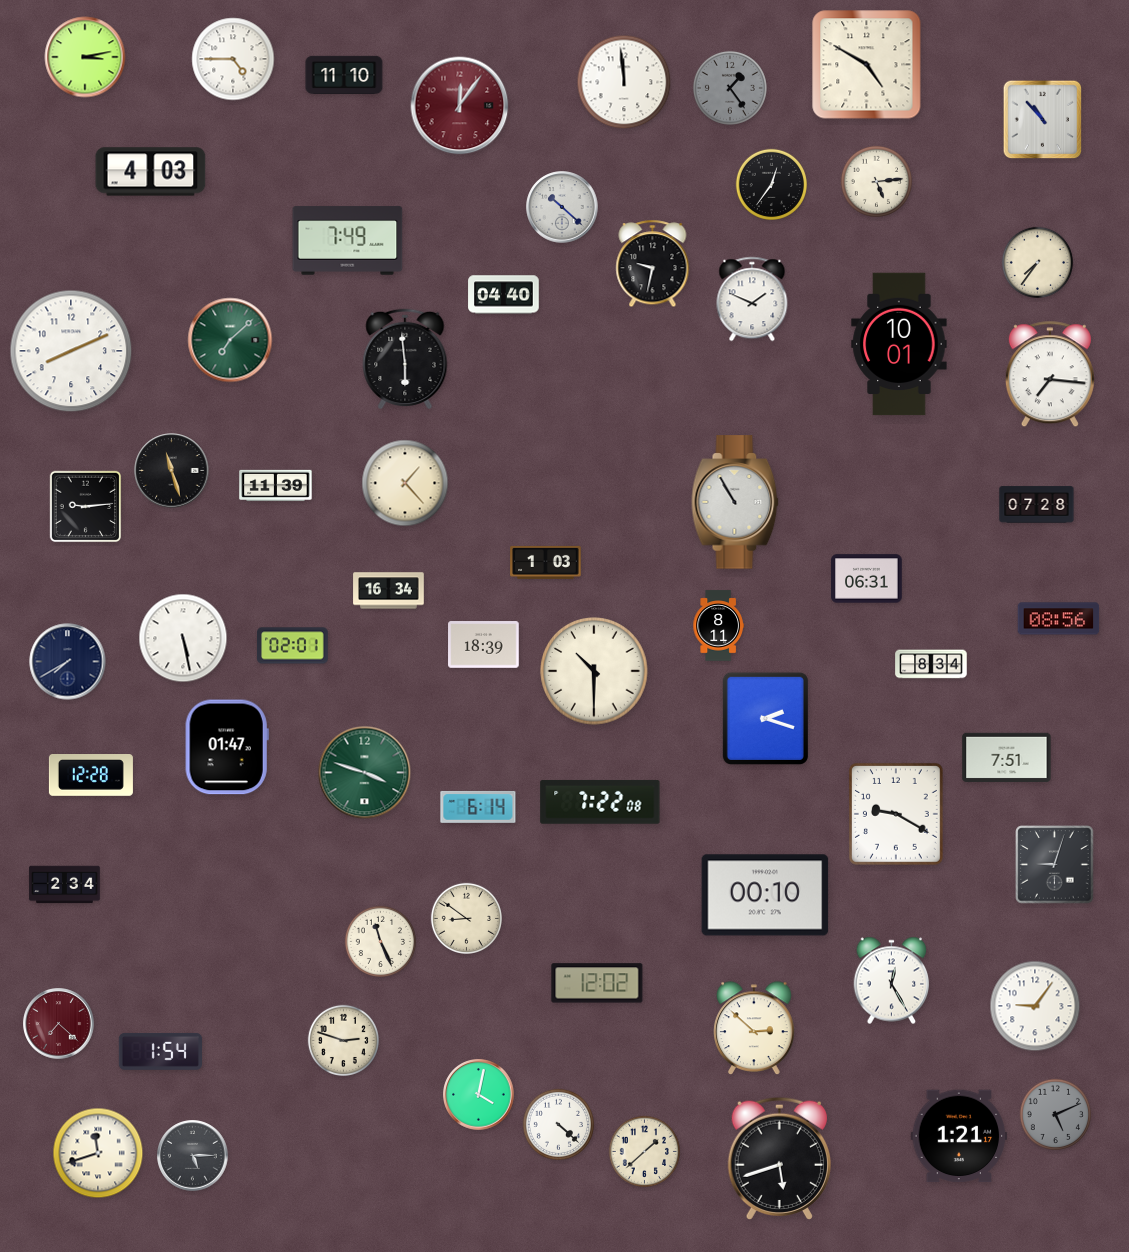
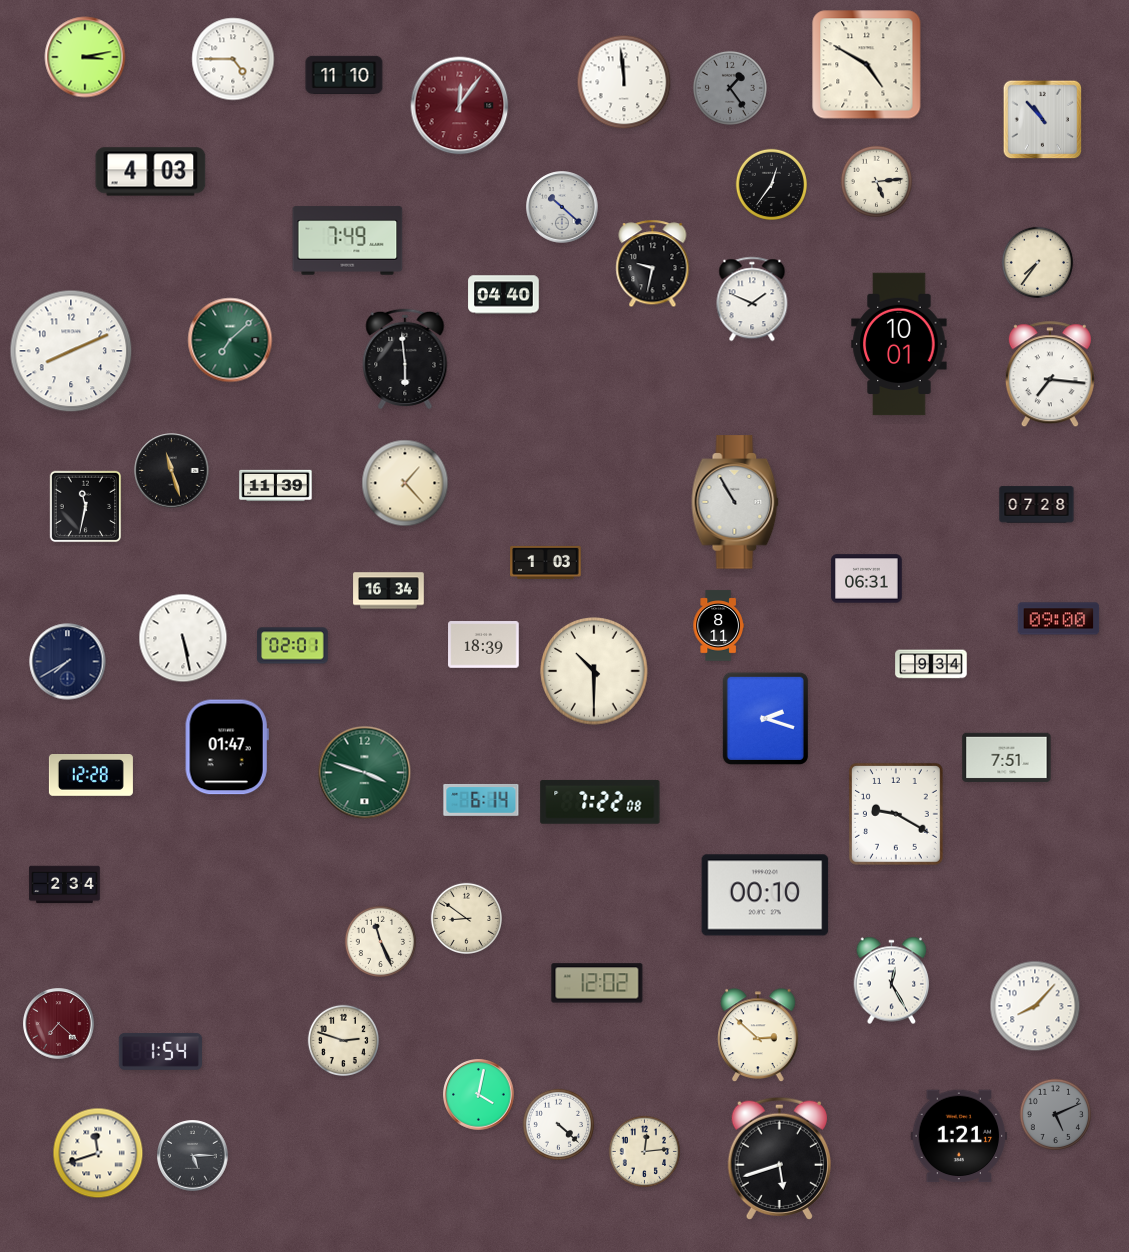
clock at (86, 507): 9:14 -> 11:32
clock at (1059, 619): 08:56 -> 09:00
clock at (931, 664): 8:34 -> 9:34
clock at (478, 807) position: (478, 807) -> (481, 800)
clock at (1055, 865): 9:03 -> none
clock at (1035, 1006): 9:06 -> 8:07
clock at (754, 1029) position: (754, 1029) -> (758, 1036)
clock at (644, 1151): 1:38 -> 12:14
